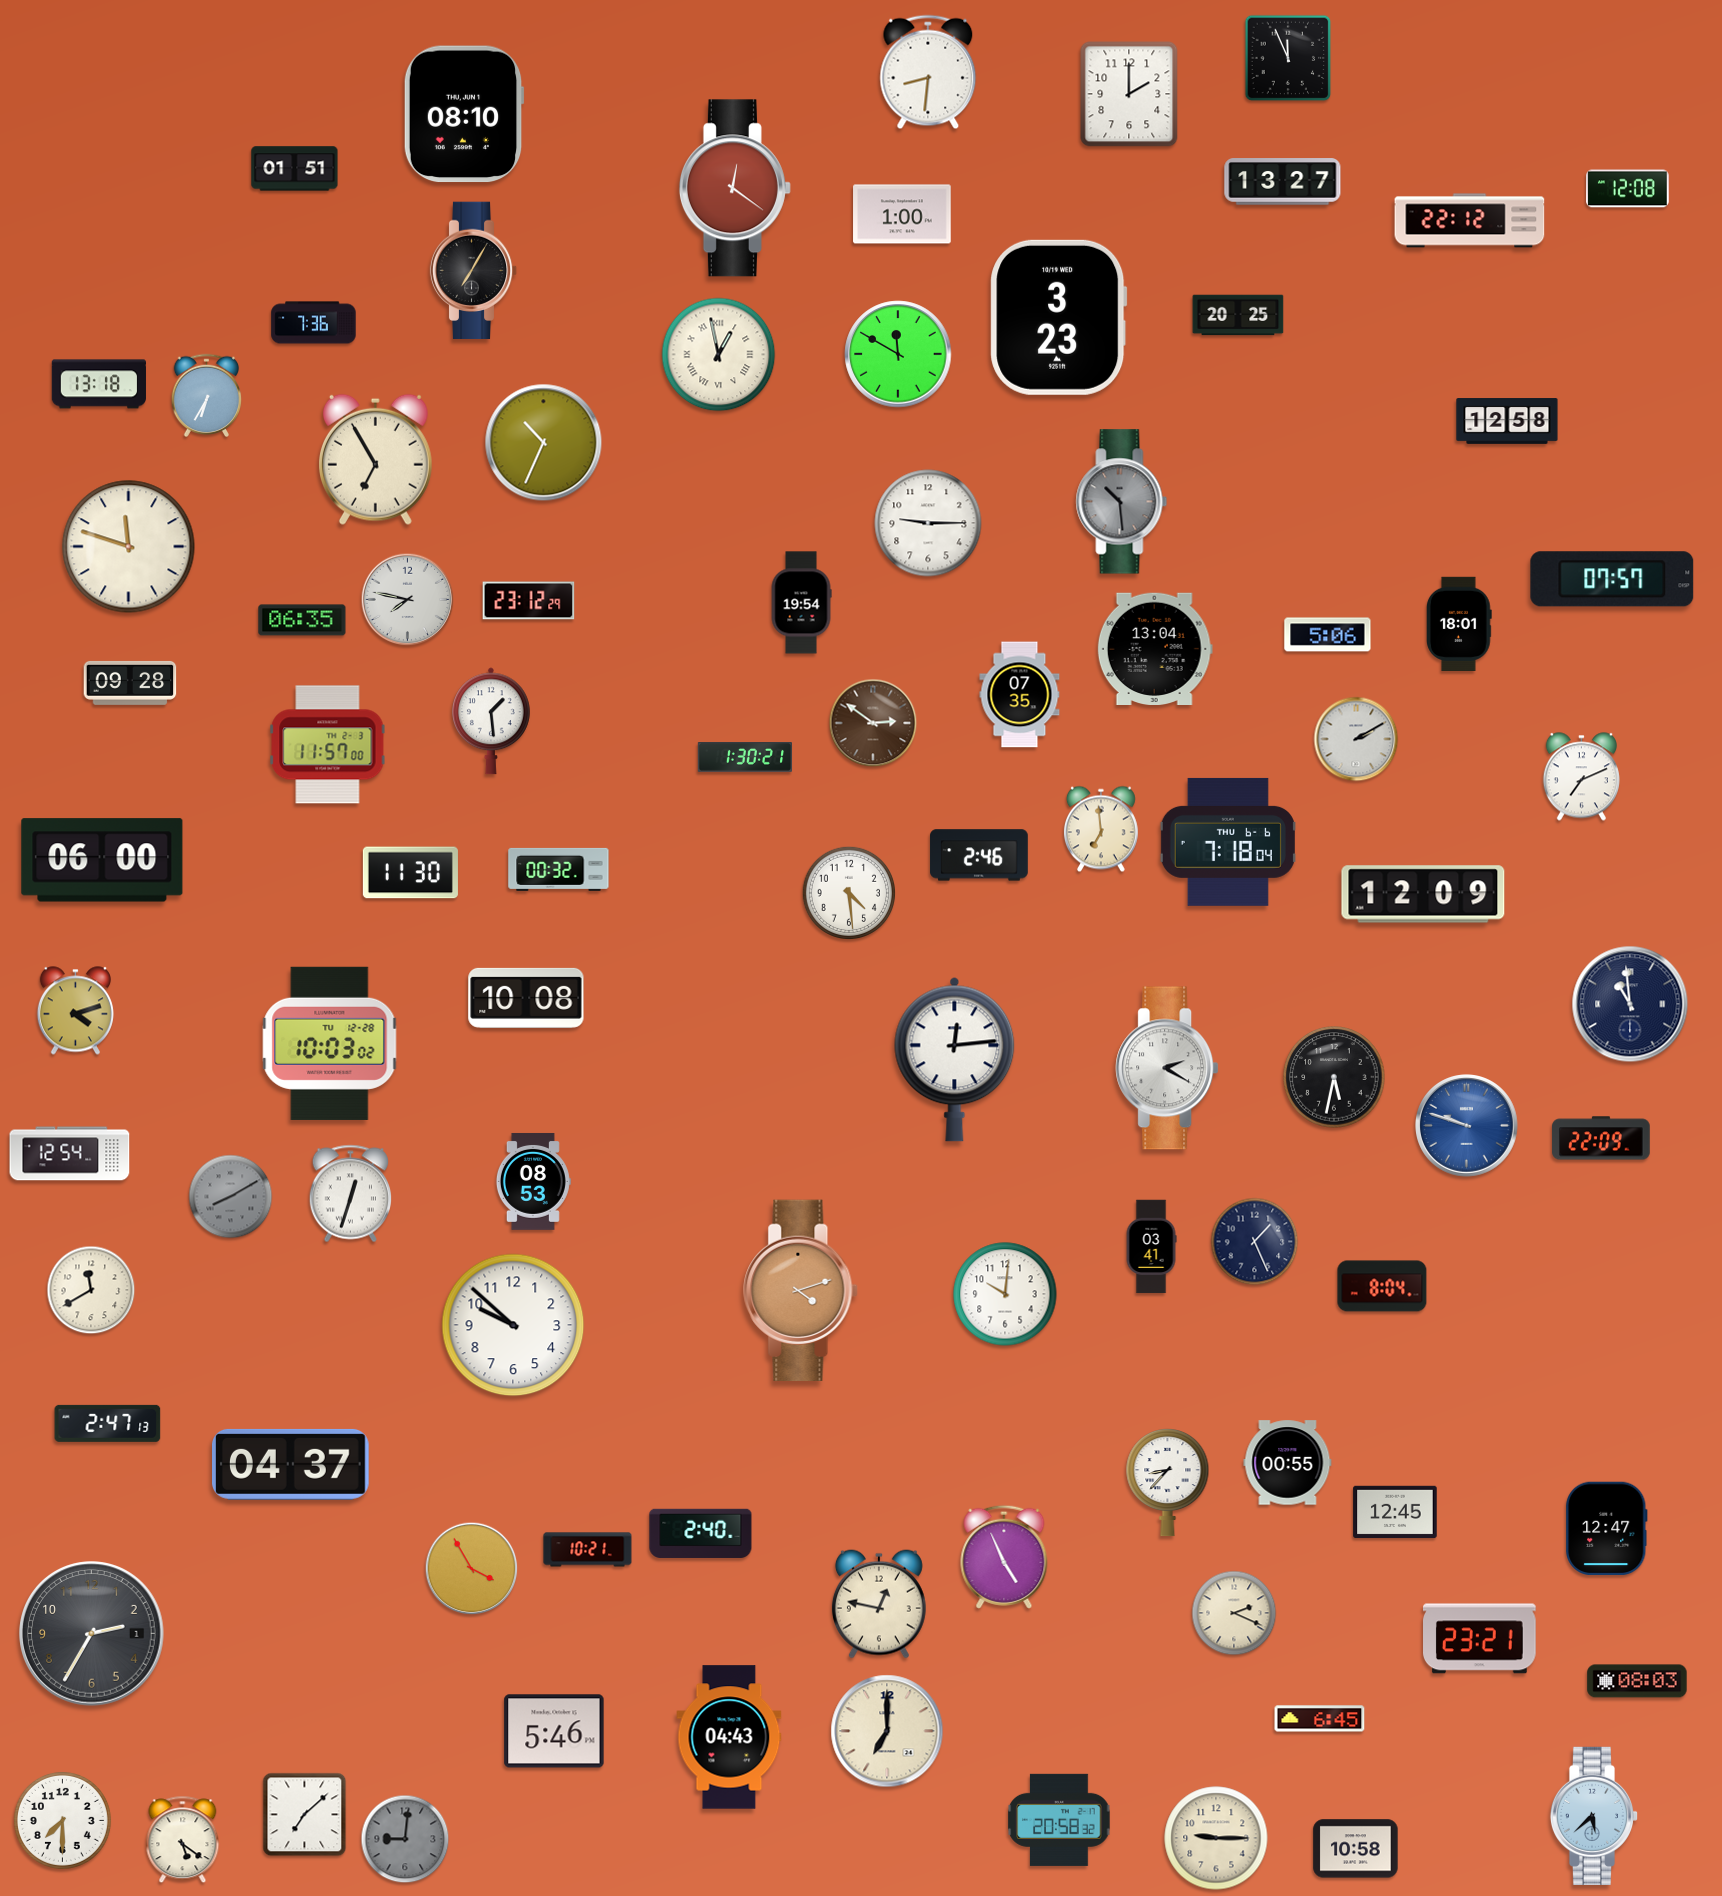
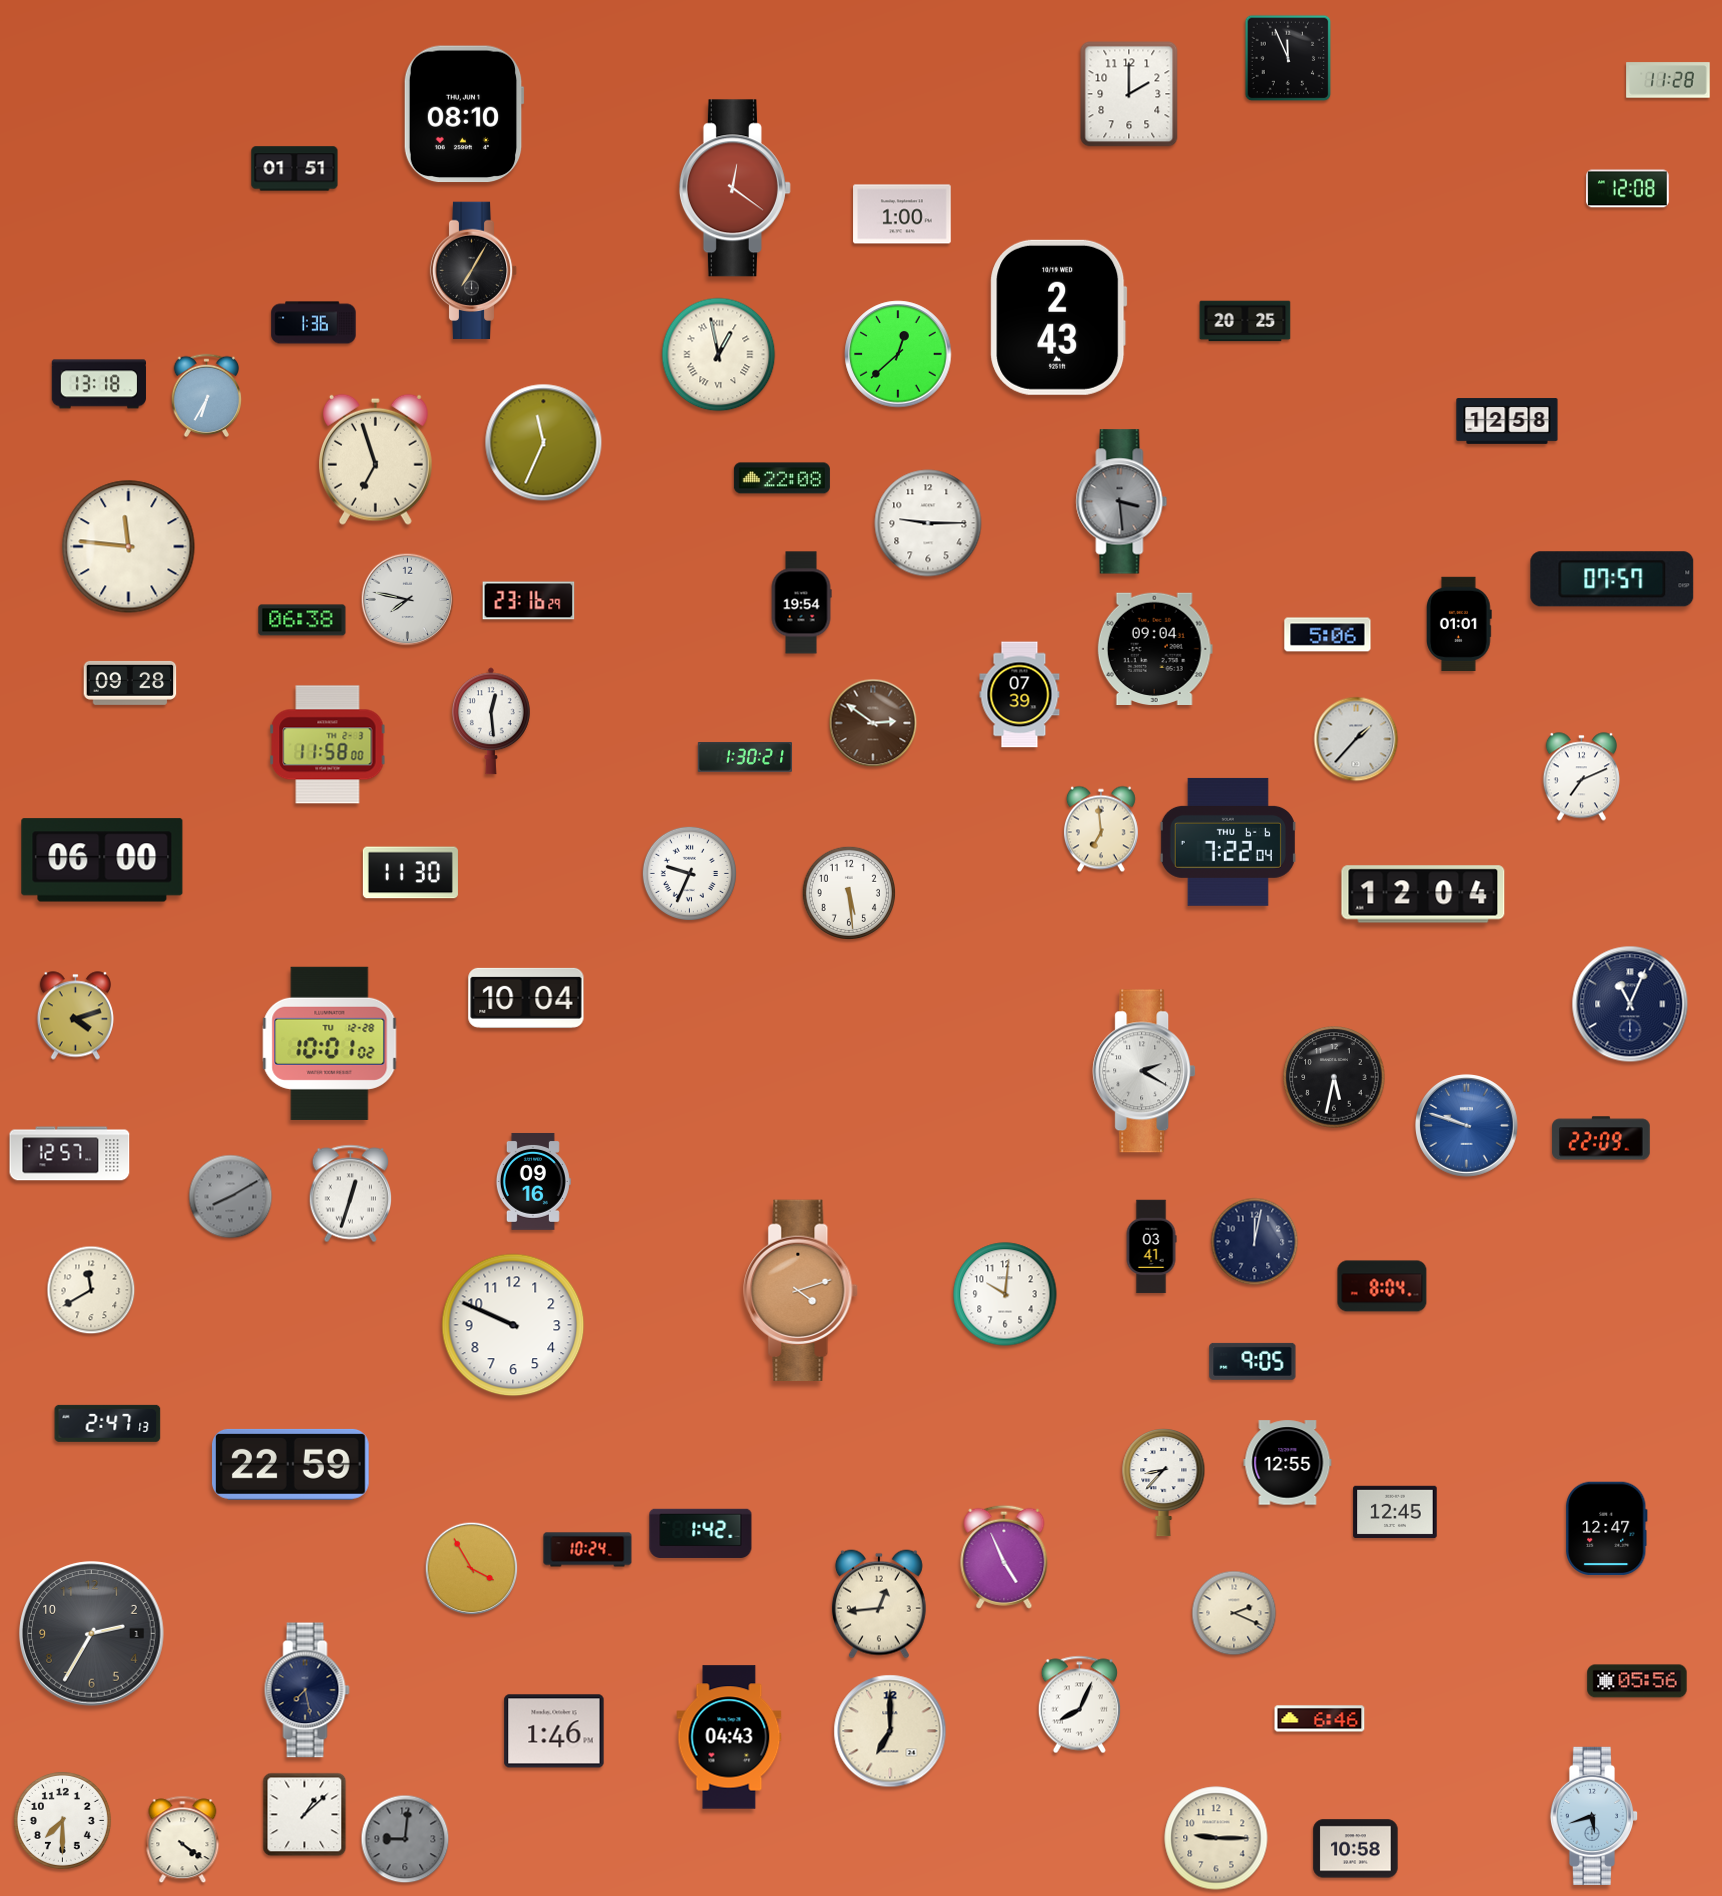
clock at (928, 72): 8:31 -> none
clock at (1668, 80): none -> 11:28
clock at (1283, 182): 13:27 -> none
clock at (1470, 221): 22:12 -> none
clock at (1238, 315) position: (1238, 315) -> (1245, 321)
clock at (1059, 317): 3:23 -> 2:43
clock at (314, 323): 7:36 -> 1:36
clock at (898, 354): 11:50 -> 12:38
clock at (544, 443): 10:34 -> 11:34
clock at (375, 459): 6:55 -> 6:57
clock at (782, 478): none -> 22:08
clock at (1122, 502): 10:29 -> 3:29
clock at (129, 547): 11:48 -> 11:46
clock at (529, 601): 23:12 -> 23:16
clock at (302, 620): 06:35 -> 06:38
clock at (1460, 623): 18:01 -> 01:01
clock at (1155, 648): 13:04 -> 09:04
clock at (1020, 695): 07:35 -> 07:39
clock at (491, 721): 1:29 -> 12:29
clock at (1356, 739): 2:10 -> 1:37
clock at (328, 745): 11:57 -> 11:58
clock at (1228, 842): 7:18 -> 7:22
clock at (979, 855): 2:46 -> none
clock at (559, 869): 00:32 -> none
clock at (689, 873): none -> 9:34
clock at (848, 892): 4:29 -> 5:29
clock at (1423, 894): 12:09 -> 12:04
clock at (526, 998): 10:08 -> 10:04
clock at (1630, 1004): 10:59 -> 11:04
clock at (75, 1011) position: (75, 1011) -> (75, 1016)
clock at (330, 1043): 10:03 -> 10:01
clock at (955, 1059): 12:14 -> none
clock at (1167, 1068) position: (1167, 1068) -> (1144, 1071)
clock at (70, 1154): 12:54 -> 12:57
clock at (533, 1182): 08:53 -> 09:16
clock at (1255, 1242): 1:26 -> 12:02
clock at (513, 1325): 9:52 -> 9:49
clock at (1253, 1361): none -> 9:05
clock at (1288, 1463): 00:55 -> 12:55
clock at (291, 1464): 04:37 -> 22:59
clock at (1168, 1483) position: (1168, 1483) -> (1164, 1483)
clock at (701, 1533): 2:40 -> 1:42
clock at (588, 1550): 10:21 -> 10:24
clock at (879, 1604): 12:47 -> 12:44
clock at (1480, 1639): 23:21 -> none
clock at (1637, 1681): 08:03 -> 05:56
clock at (307, 1690): none -> 7:28
clock at (1079, 1705): none -> 8:04
clock at (1320, 1719): 6:45 -> 6:46
clock at (554, 1731): 5:46 -> 1:46
clock at (887, 1731) position: (887, 1731) -> (890, 1731)
clock at (305, 1815): 7:08 -> 1:08
clock at (1594, 1816): 5:38 -> 5:42
clock at (1059, 1820): 20:58 -> none
clock at (183, 1840): 5:21 -> 4:21
